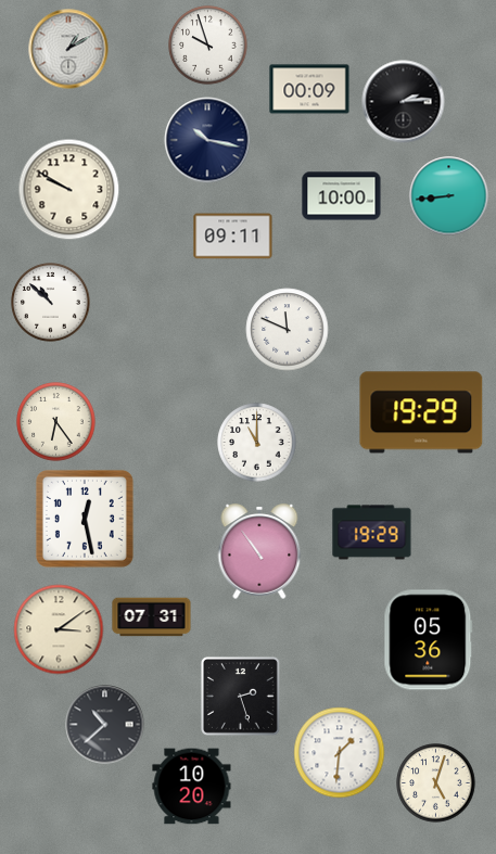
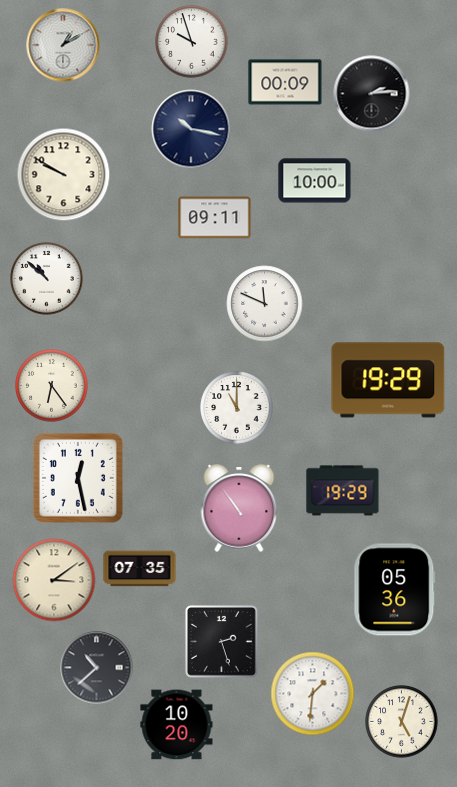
clock at (449, 196): 8:44 -> none
clock at (56, 422) position: (56, 422) -> (52, 386)
clock at (152, 617): 07:31 -> 07:35
